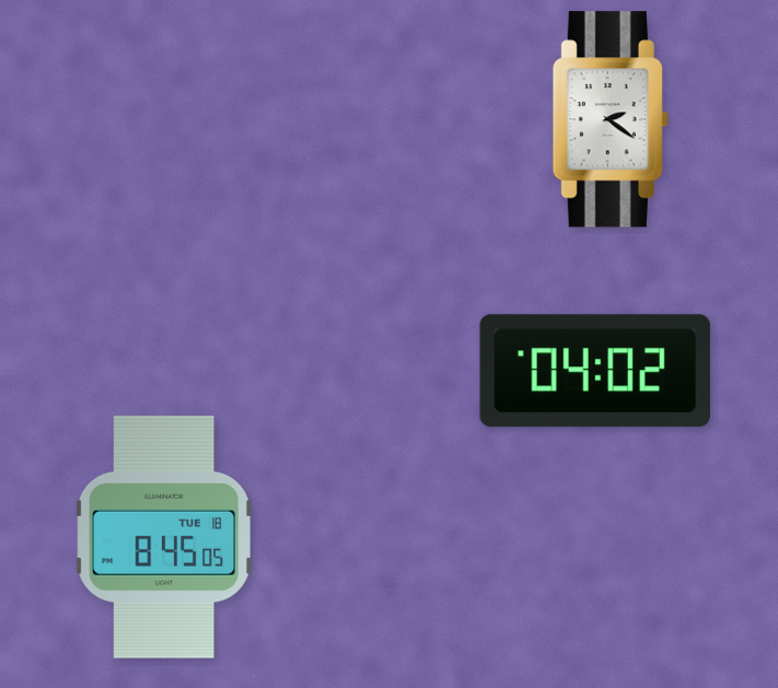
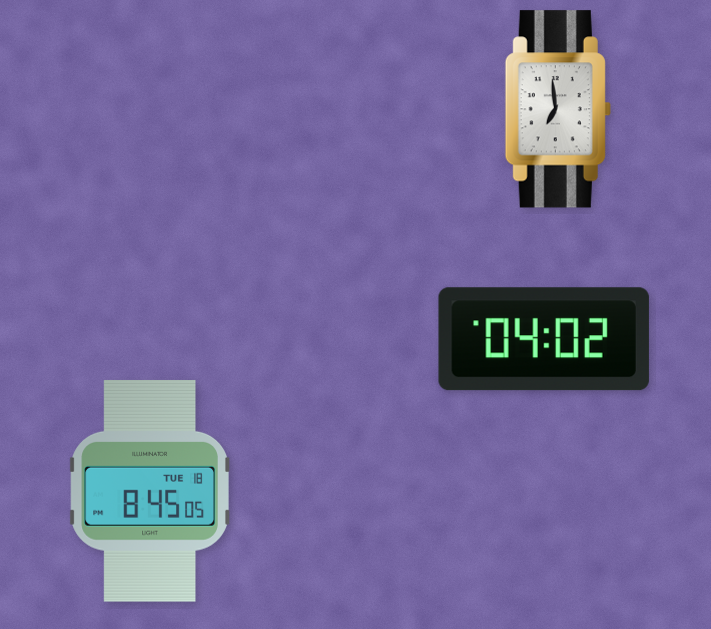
clock at (611, 119): 2:21 -> 6:59
